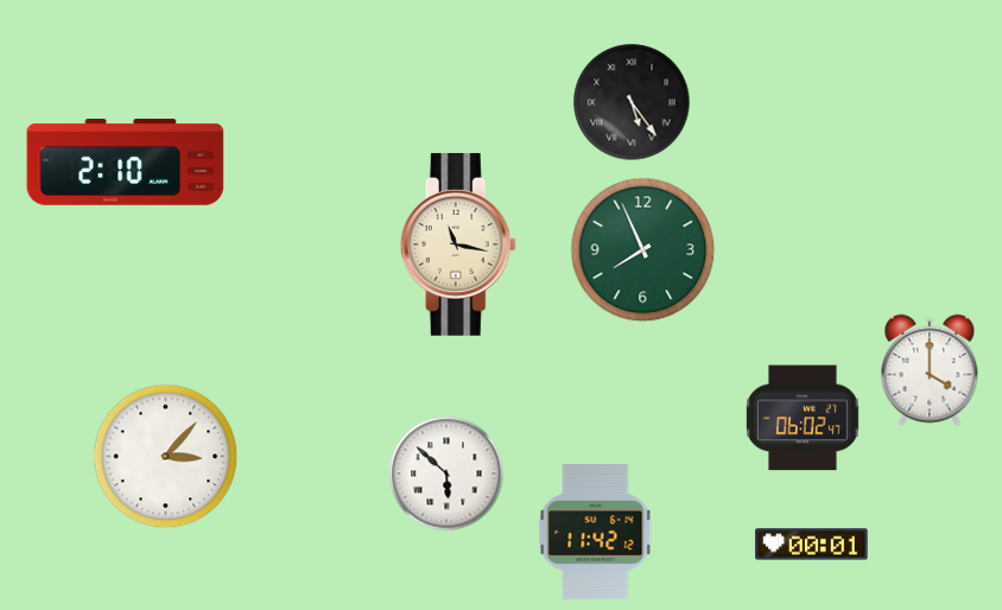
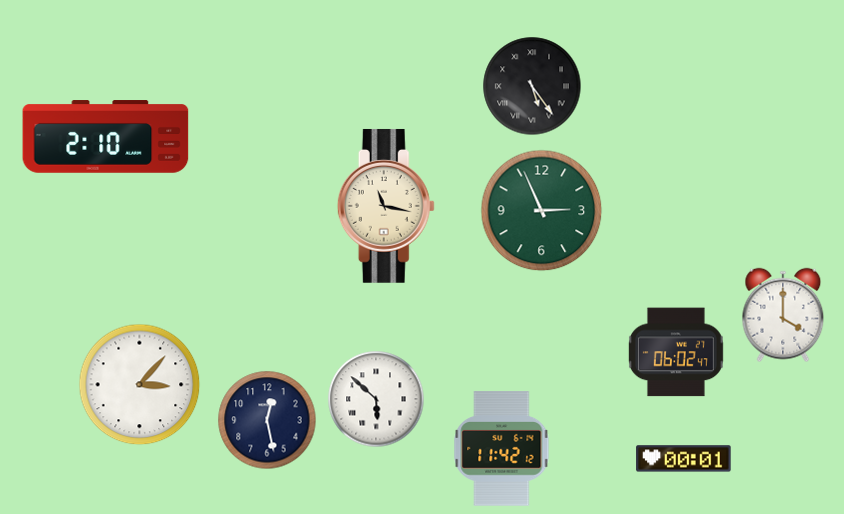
clock at (643, 250): 7:56 -> 2:56
clock at (930, 370) position: (930, 370) -> (783, 315)
clock at (267, 420): none -> 12:28
